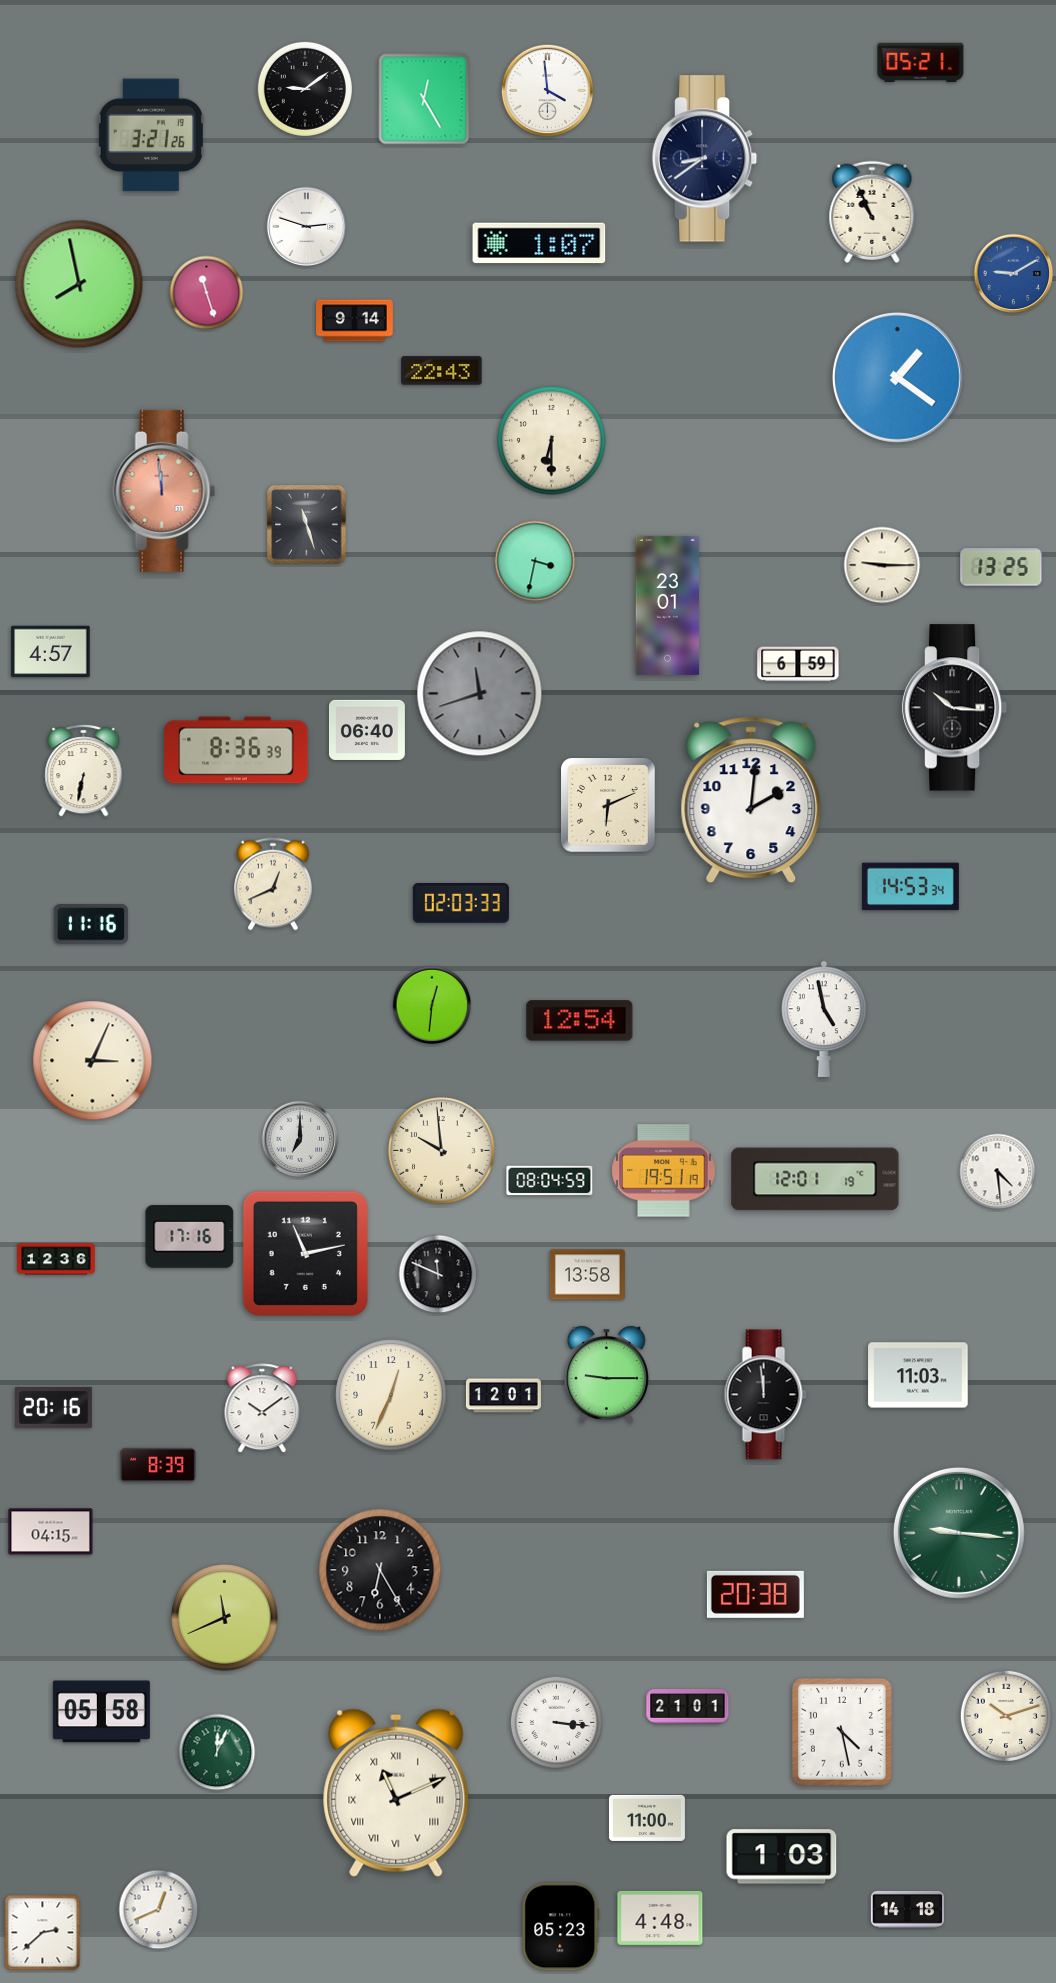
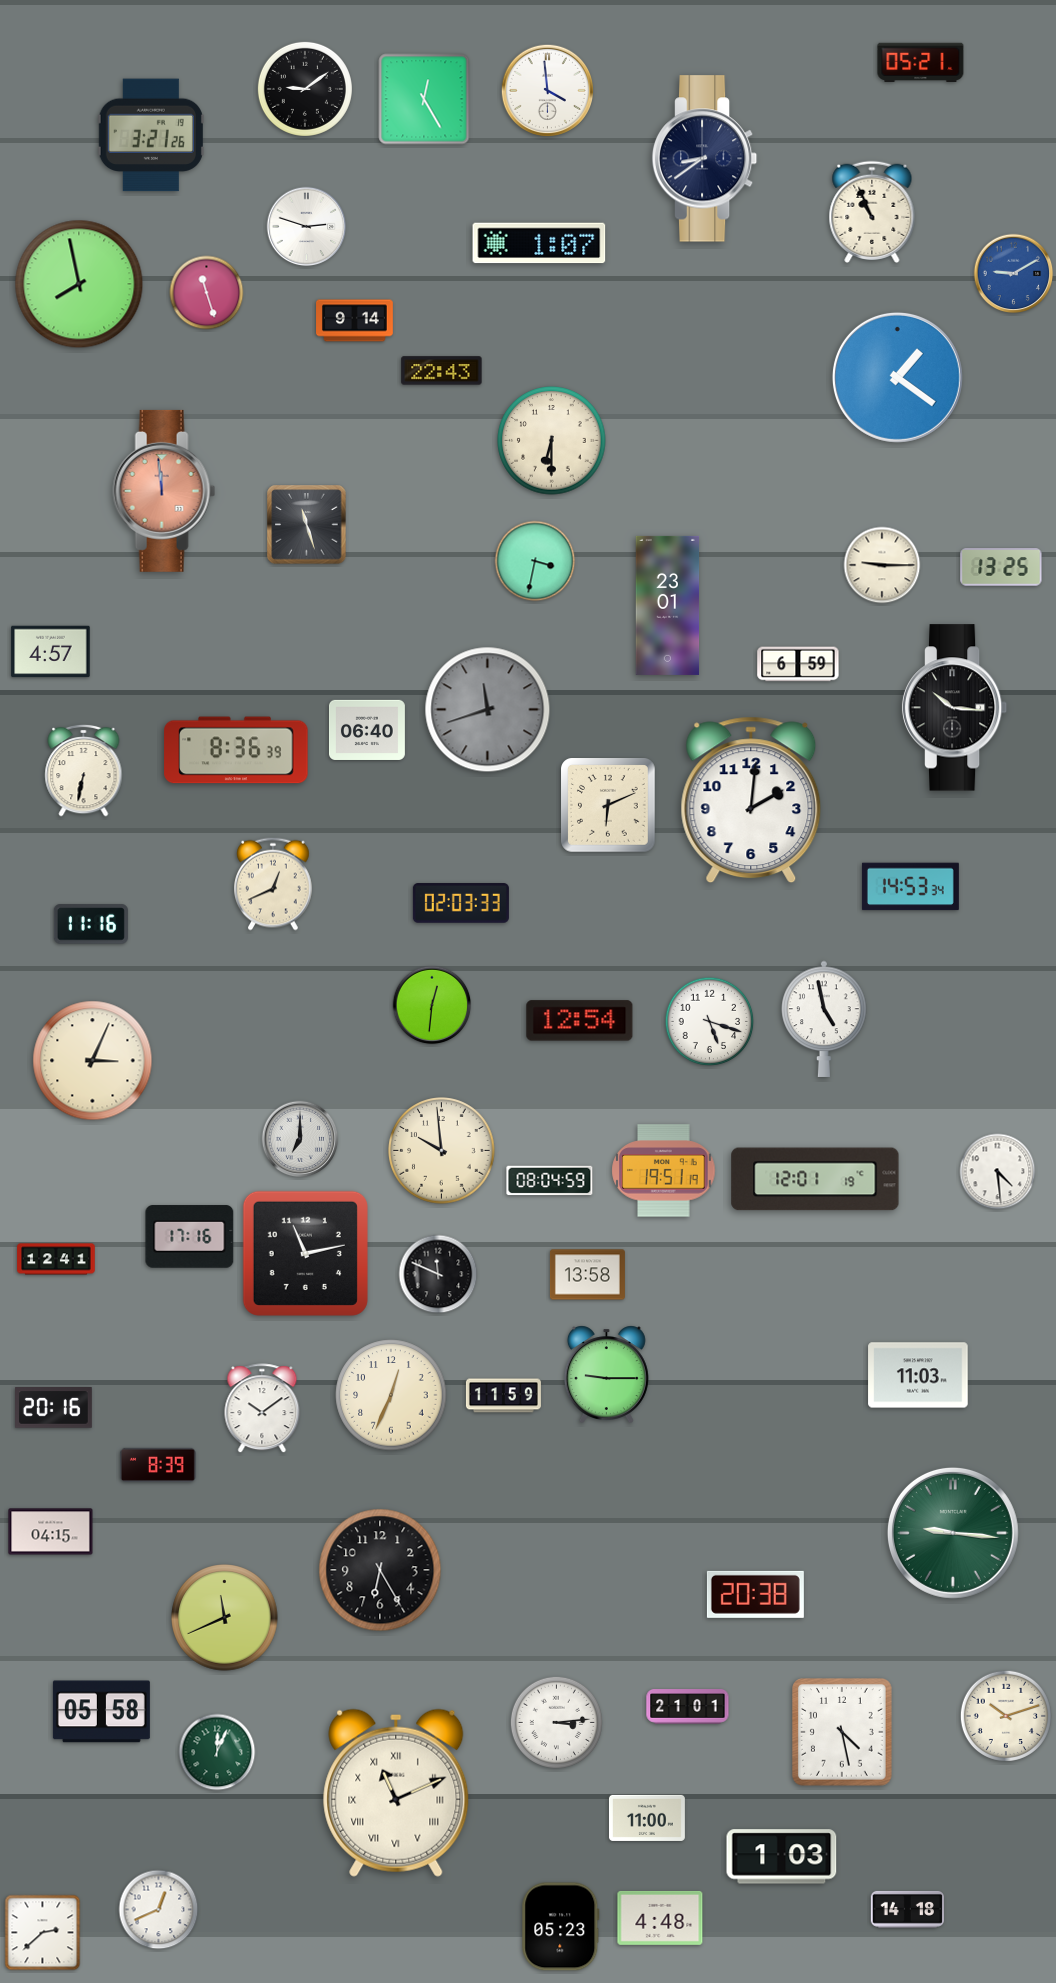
clock at (480, 694) position: (480, 694) -> (488, 710)
clock at (710, 1022): none -> 5:18
clock at (56, 1259): 12:36 -> 12:41
clock at (765, 1395): 11:59 -> none
clock at (503, 1396): 12:01 -> 11:59
clock at (959, 1533) position: (959, 1533) -> (953, 1533)
clock at (556, 1722): 3:16 -> 3:14
